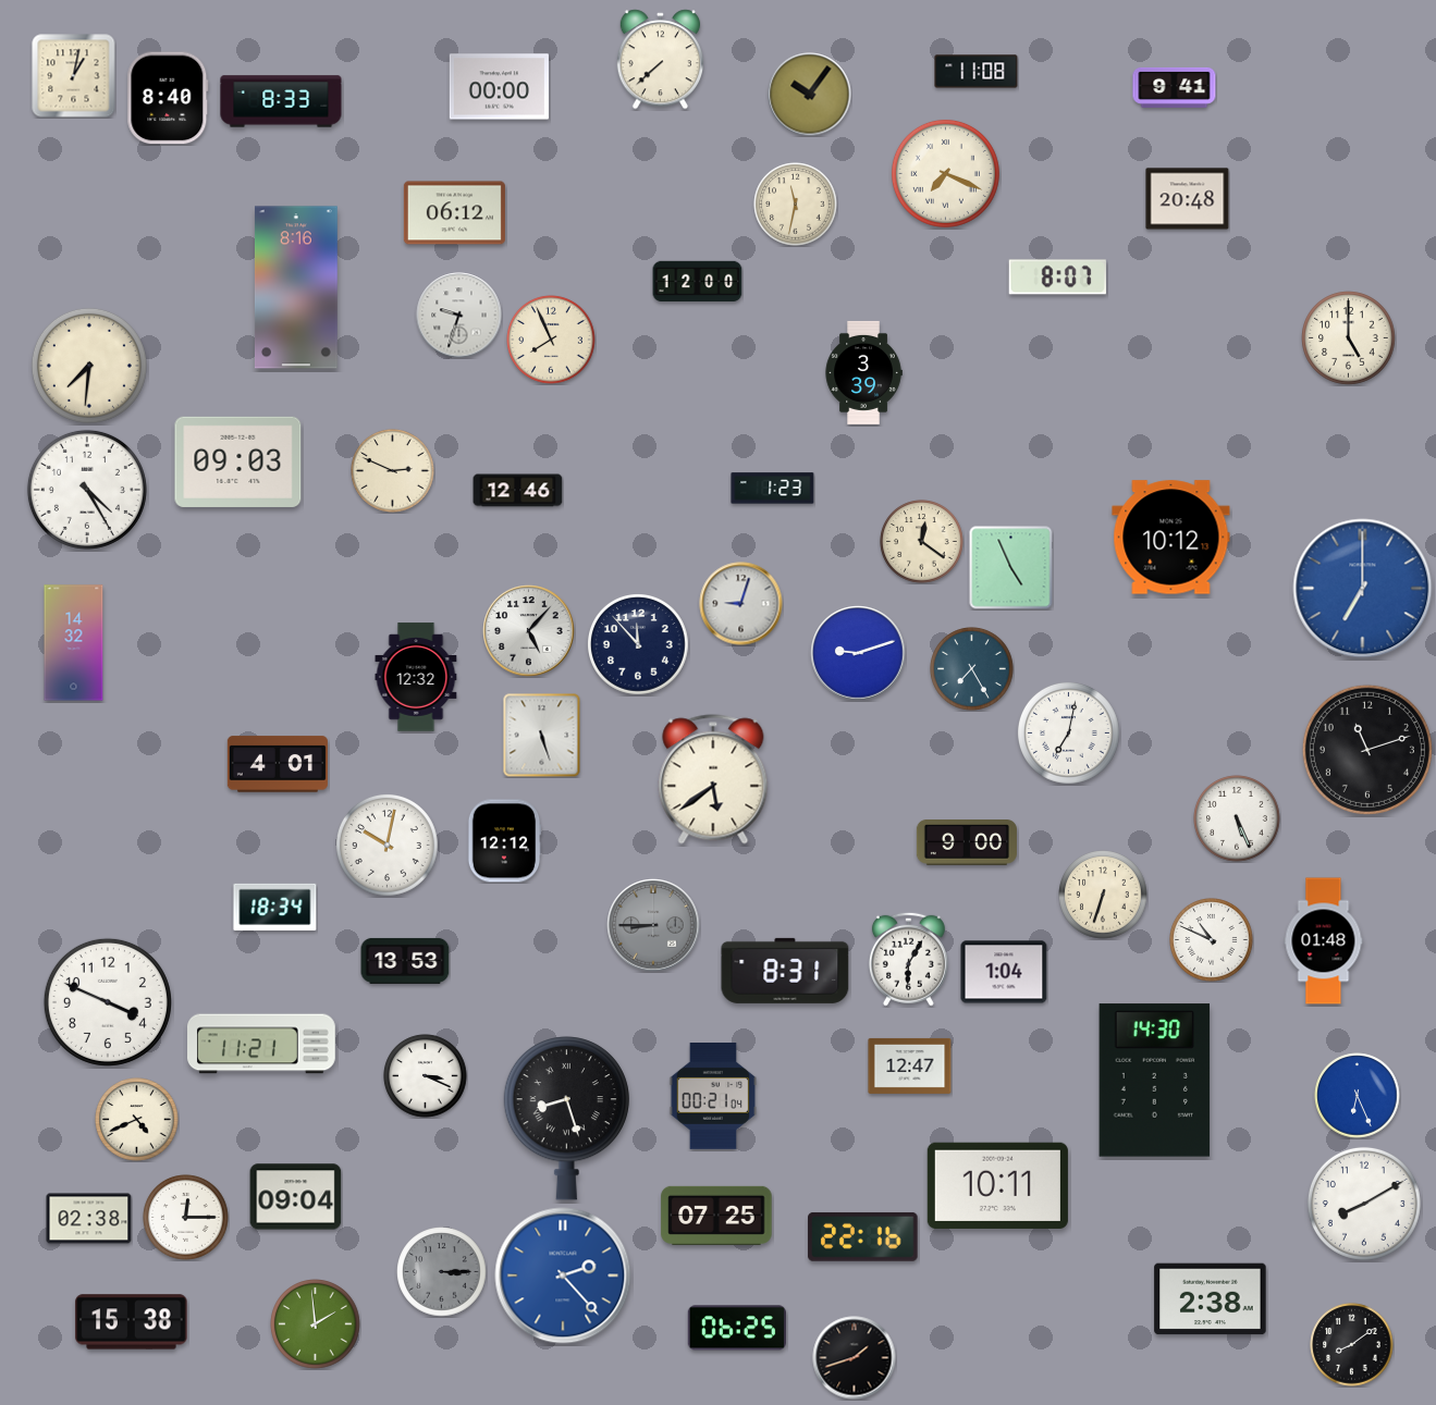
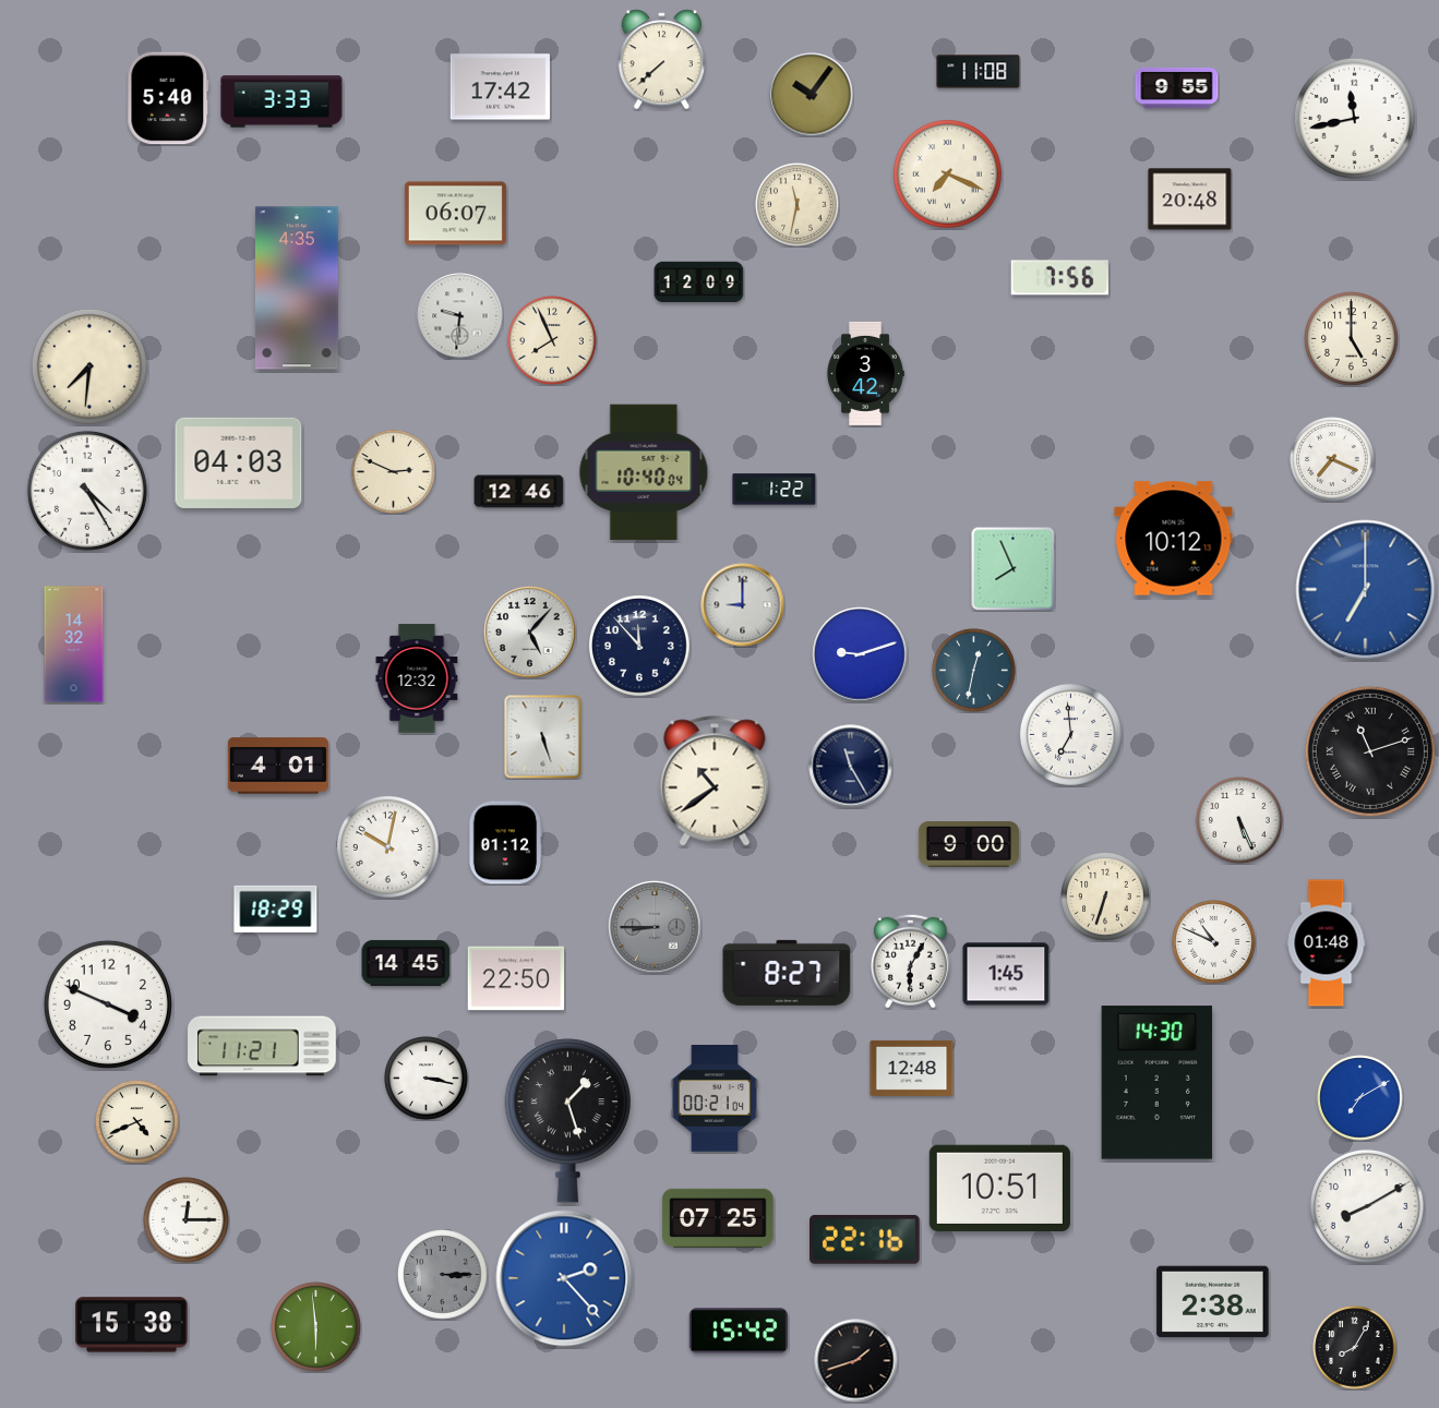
clock at (74, 76): 1:02 -> none
clock at (499, 87): 00:00 -> 17:42
clock at (1175, 87): 9:41 -> 9:55
clock at (168, 98): 8:40 -> 5:40
clock at (281, 101): 8:33 -> 3:33
clock at (1354, 118): none -> 11:43
clock at (454, 213): 06:12 -> 06:07
clock at (1057, 278): 8:07 -> 7:56
clock at (698, 281): 12:00 -> 12:09
clock at (296, 287): 8:16 -> 4:35
clock at (459, 316): 9:33 -> 9:31
clock at (863, 372): 3:39 -> 3:42
clock at (1332, 459): none -> 7:19
clock at (238, 461): 09:03 -> 04:03
clock at (644, 472): none -> 10:40
clock at (773, 489): 1:23 -> 1:22
clock at (922, 542): 12:21 -> none
clock at (1011, 568): 4:56 -> 7:56
clock at (741, 604): 9:03 -> 9:00
clock at (972, 669): 7:25 -> 12:32
clock at (1069, 734): 7:02 -> 6:59
clock at (1367, 750) numerals: Arabic -> Roman
clock at (851, 767): none -> 11:25
clock at (713, 779): 5:39 -> 10:39
clock at (504, 841): 12:12 -> 01:12
clock at (275, 907): 18:34 -> 18:29
clock at (405, 961): 13:53 -> 14:45
clock at (785, 971): 8:31 -> 8:27
clock at (1004, 972): 1:04 -> 1:45
clock at (516, 978): none -> 22:50
clock at (910, 1065): 12:47 -> 12:48
clock at (426, 1076): 3:19 -> 3:17
clock at (1358, 1096): 6:26 -> 7:10
clock at (566, 1119): 8:27 -> 1:27
clock at (997, 1185): 10:11 -> 10:51
clock at (296, 1197): 09:04 -> none
clock at (89, 1219): 02:38 -> none
clock at (316, 1324): 1:59 -> 5:59
clock at (737, 1328): 06:25 -> 15:42
clock at (1352, 1345): 8:09 -> 8:05
